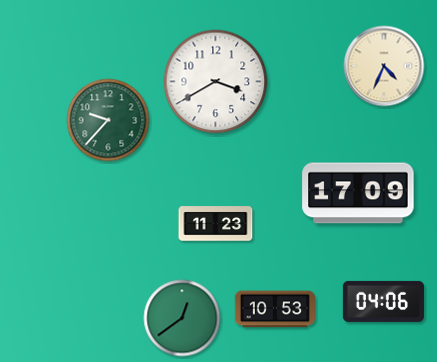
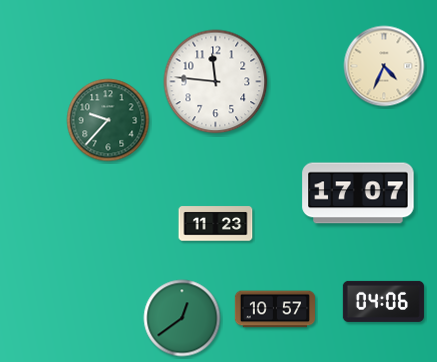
clock at (216, 82): 3:40 -> 11:46
clock at (358, 193): 17:09 -> 17:07
clock at (275, 309): 10:53 -> 10:57
